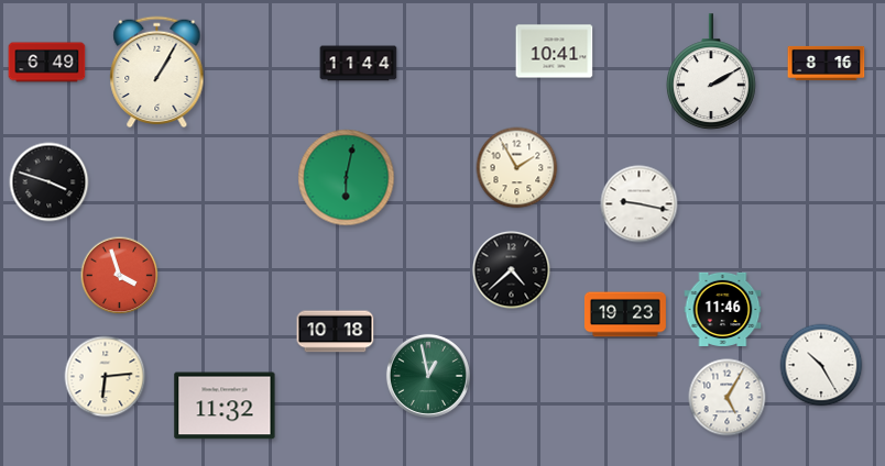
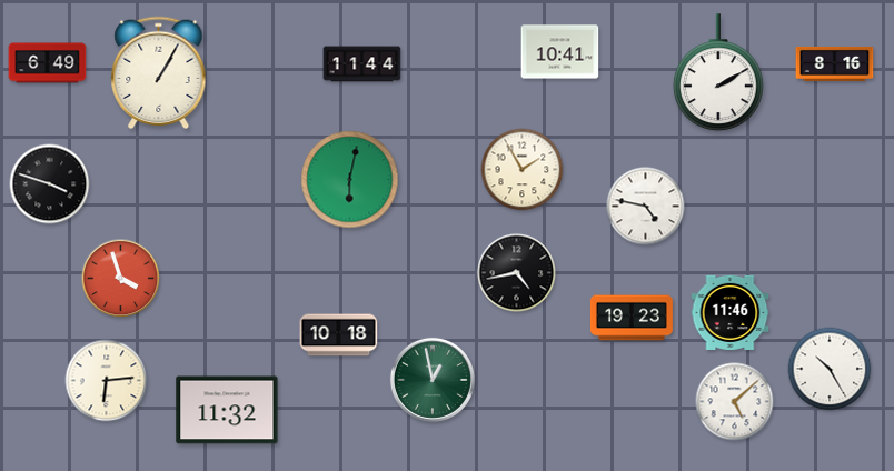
clock at (640, 204): 9:17 -> 4:47
clock at (512, 270): 4:38 -> 4:43
clock at (728, 398): 5:05 -> 5:08
